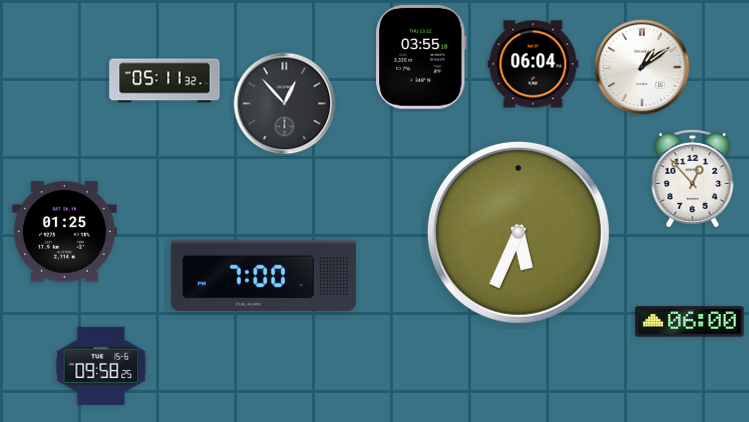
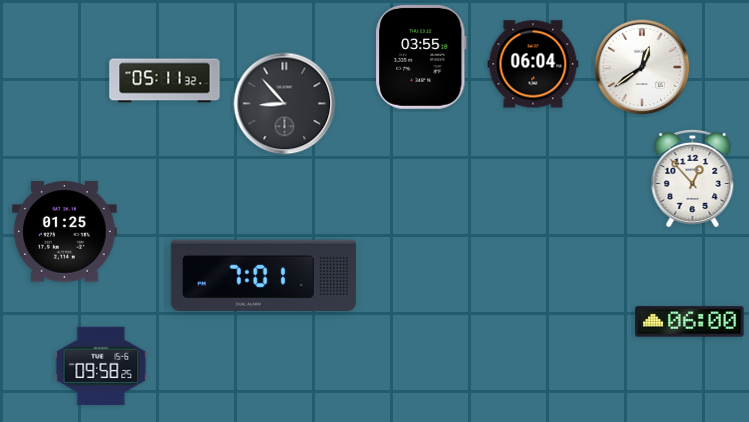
clock at (642, 67): 1:09 -> 12:39
clock at (285, 104): 12:53 -> 8:53
clock at (518, 232): 5:34 -> none
clock at (263, 276): 7:00 -> 7:01
